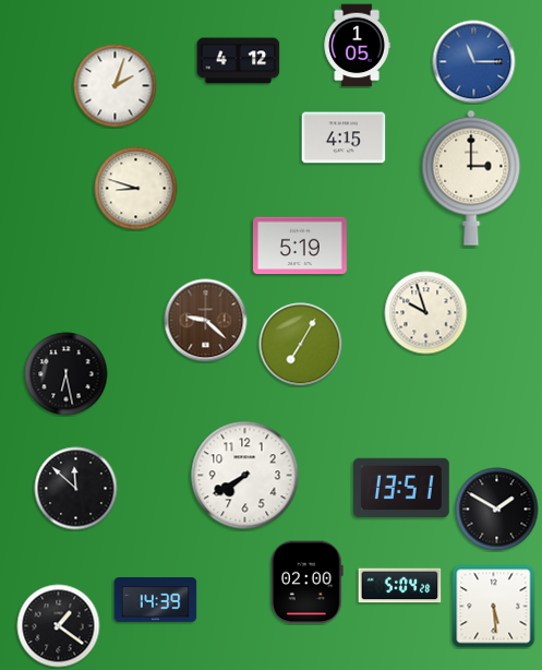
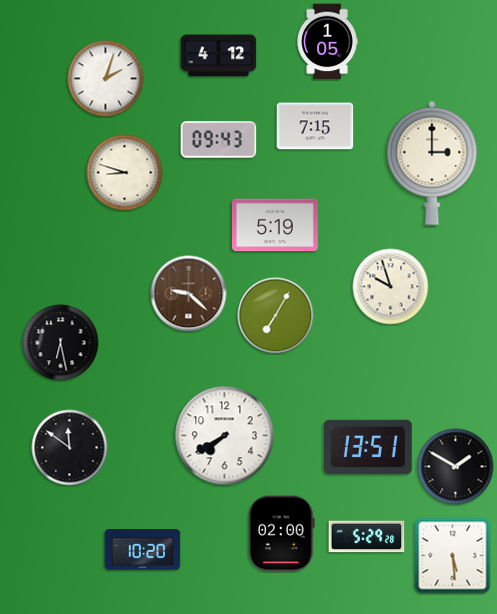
clock at (474, 62): 11:15 -> none
clock at (344, 137): 4:15 -> 7:15
clock at (219, 140): none -> 09:43
clock at (76, 489): 11:52 -> 11:51
clock at (400, 586): 5:04 -> 5:29
clock at (156, 600): 14:39 -> 10:20
clock at (59, 626): 1:21 -> none
